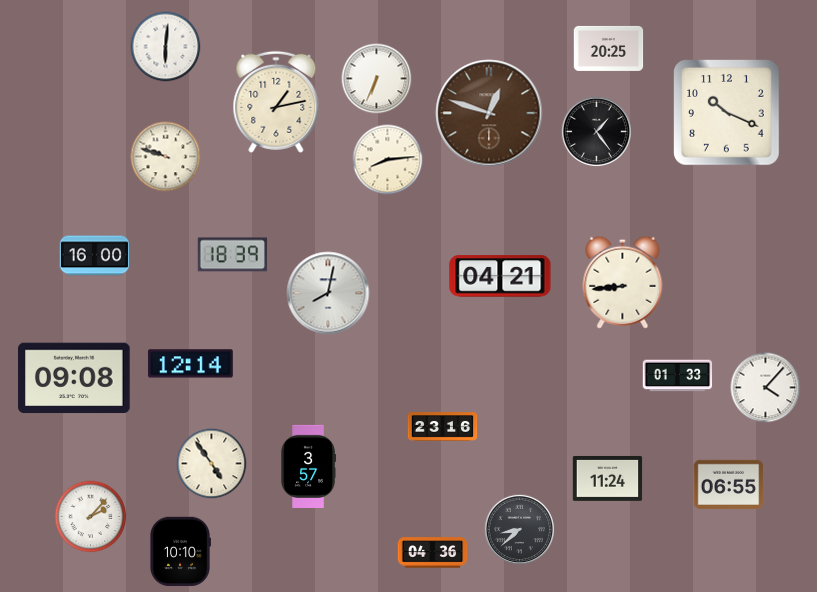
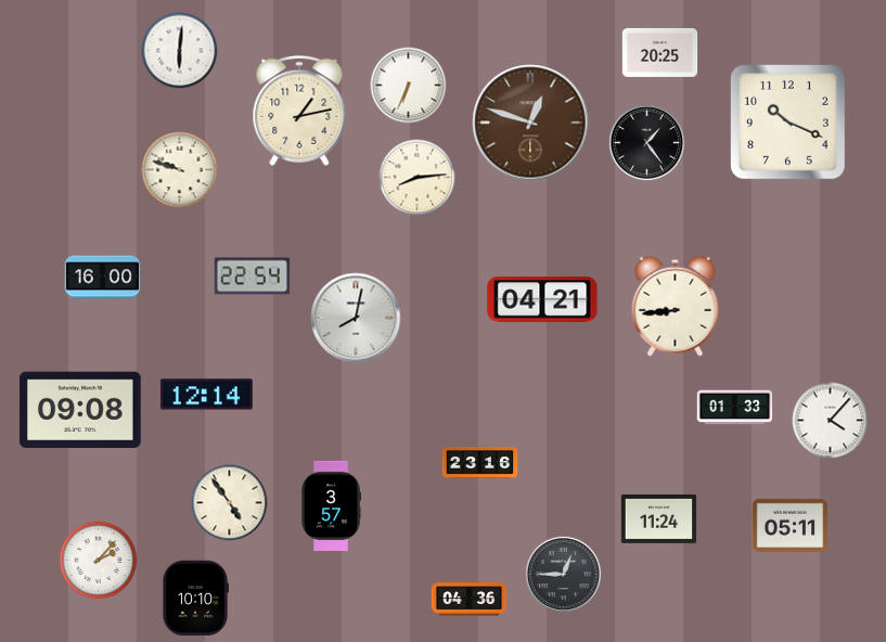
clock at (388, 160) position: (388, 160) -> (418, 178)
clock at (233, 255): 18:39 -> 22:54
clock at (308, 466) position: (308, 466) -> (331, 505)
clock at (729, 484): 06:55 -> 05:11
clock at (519, 529): 8:38 -> 12:45
